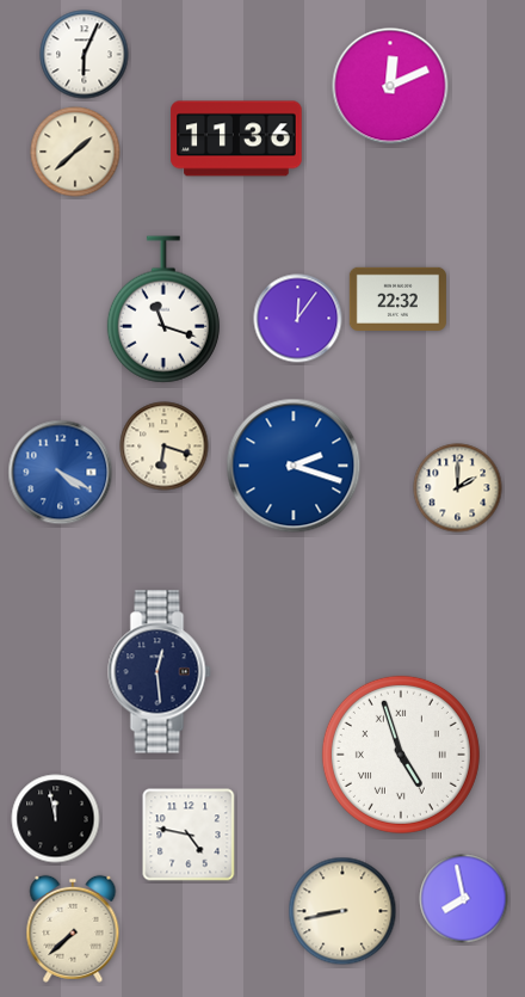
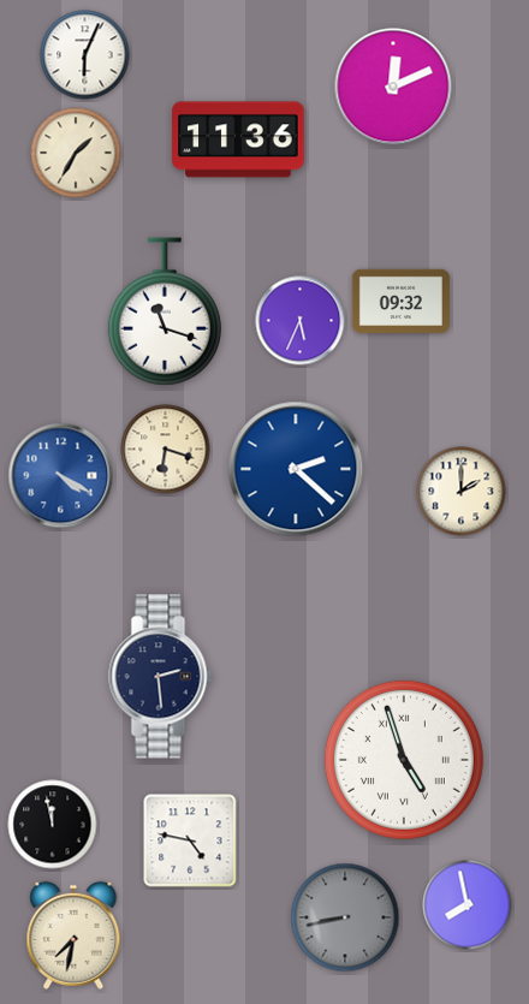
clock at (75, 152): 1:38 -> 1:35
clock at (397, 299): 22:32 -> 09:32
clock at (298, 319): 12:06 -> 5:34
clock at (294, 466): 2:18 -> 2:22
clock at (160, 672): 12:29 -> 2:29
clock at (56, 819) position: (56, 819) -> (53, 825)
clock at (342, 911) dial: cream -> grey
clock at (73, 929): 7:38 -> 7:32
